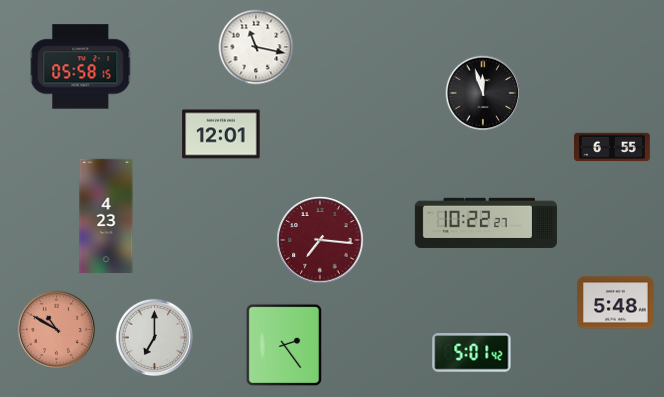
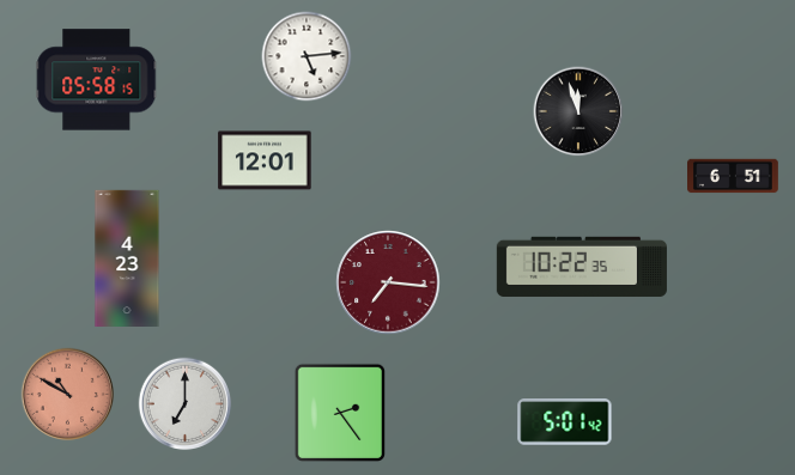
clock at (256, 47): 11:17 -> 5:14
clock at (612, 147): 6:55 -> 6:51
clock at (486, 223): 10:22:27 -> 10:22:35
clock at (320, 240) position: (320, 240) -> (388, 282)
clock at (616, 303): 5:48 -> none
